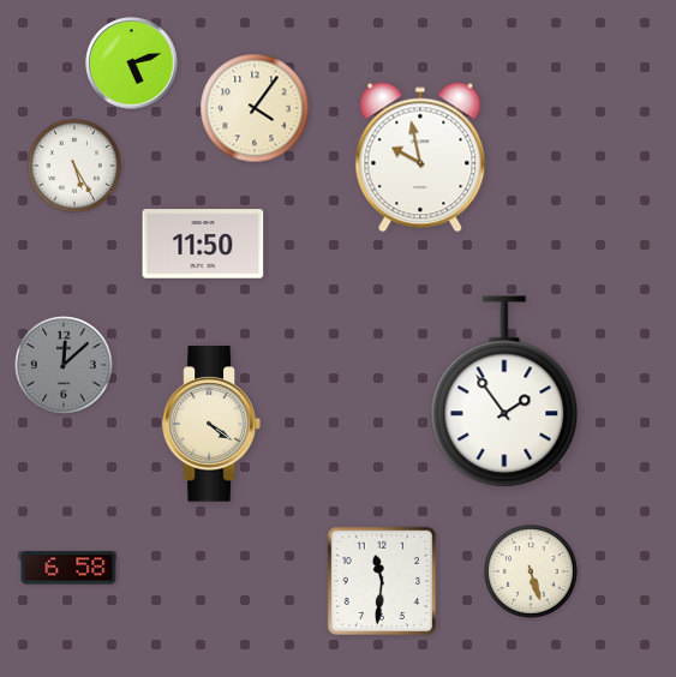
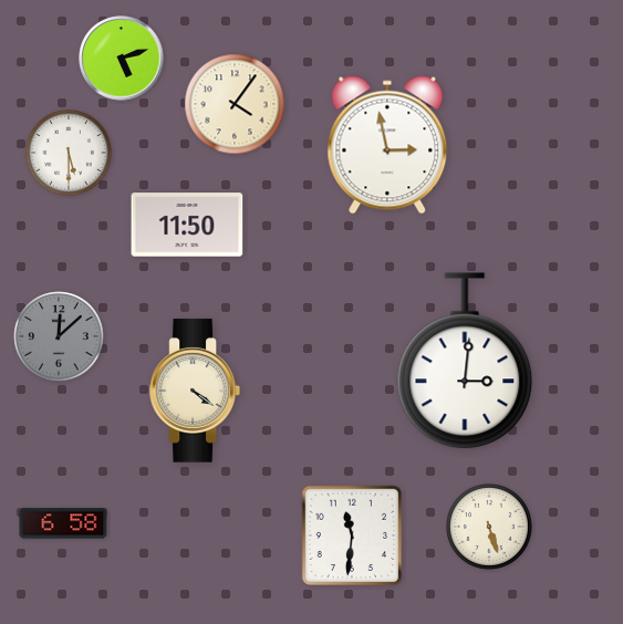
clock at (255, 108) position: (255, 108) -> (235, 104)
clock at (420, 157): 9:58 -> 2:58
clock at (76, 167): 5:25 -> 5:30
clock at (504, 393): 1:54 -> 3:01
